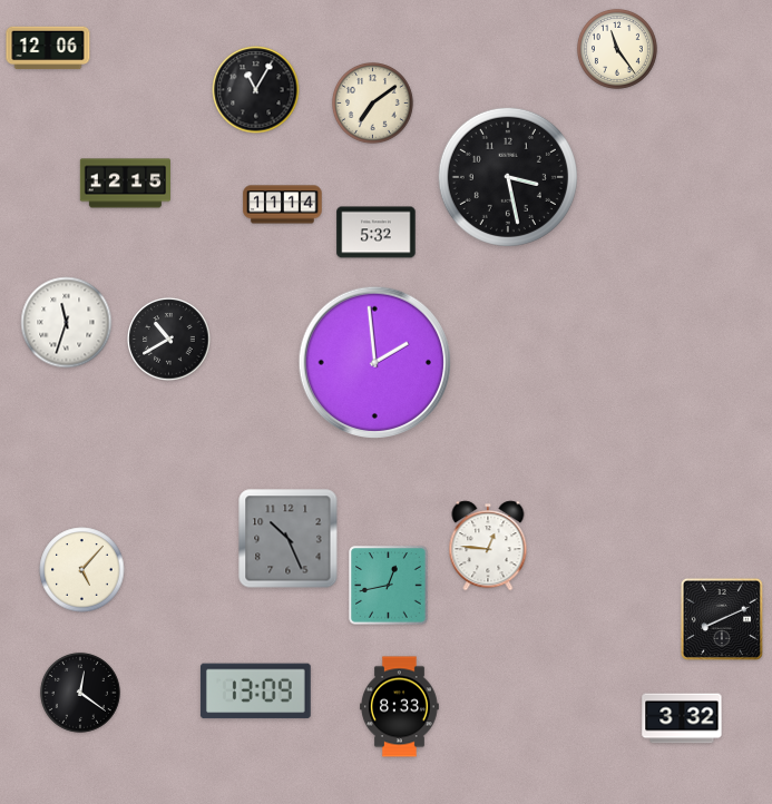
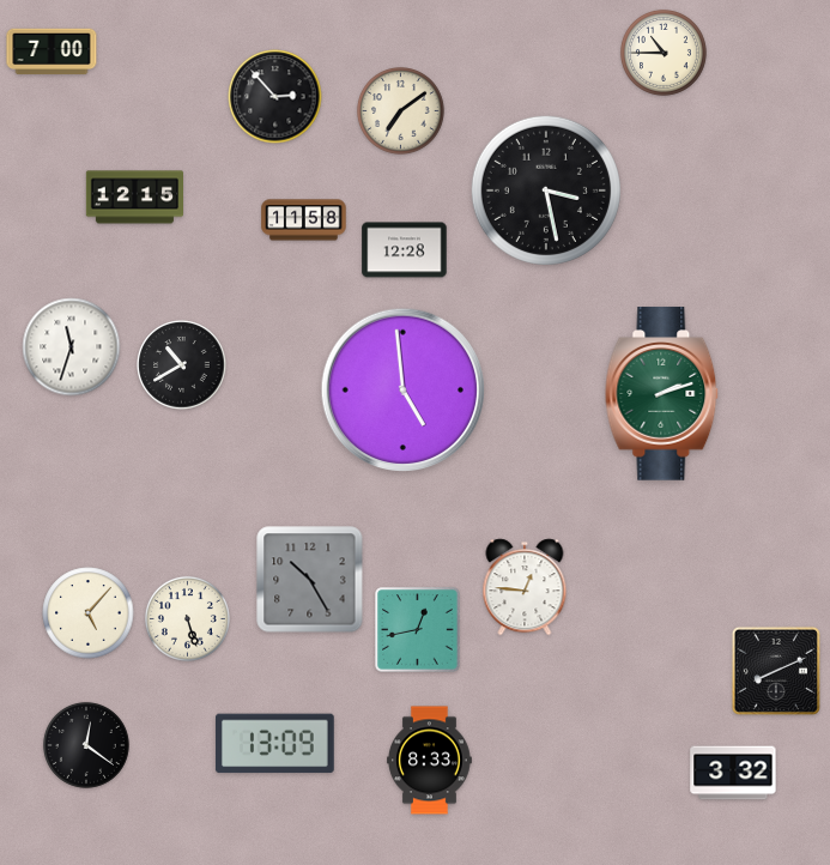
clock at (48, 48): 12:06 -> 7:00
clock at (617, 49): 11:24 -> 10:45
clock at (256, 90): 11:05 -> 2:53
clock at (283, 205): 11:14 -> 11:58
clock at (377, 233): 5:32 -> 12:28
clock at (375, 363): 1:59 -> 4:59
clock at (662, 394): none -> 2:12
clock at (289, 539): 10:26 -> 10:25
clock at (187, 618): none -> 5:27
clock at (721, 618) position: (721, 618) -> (775, 670)
